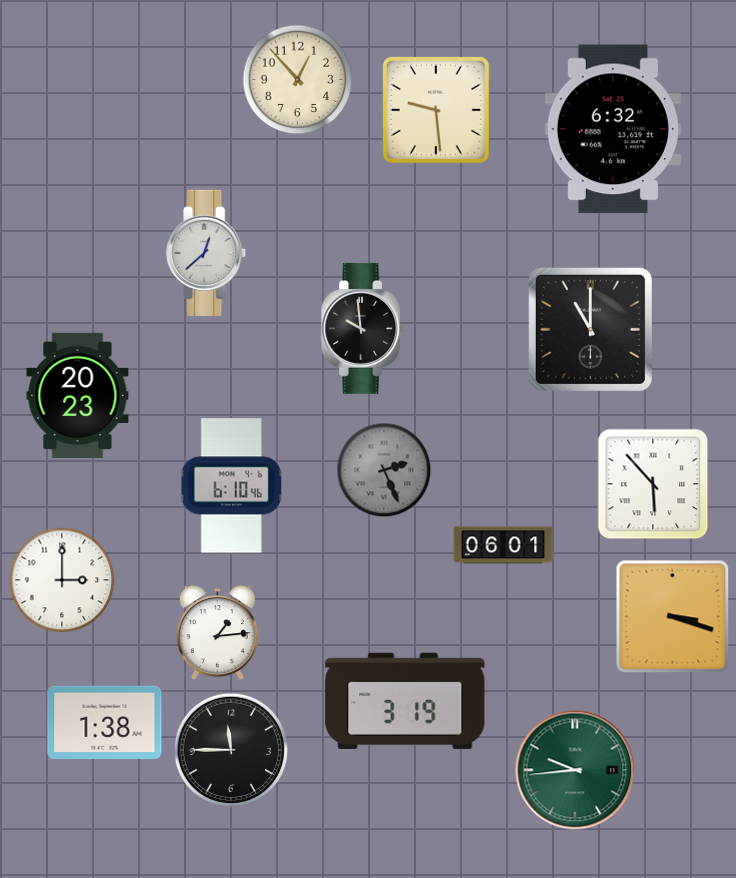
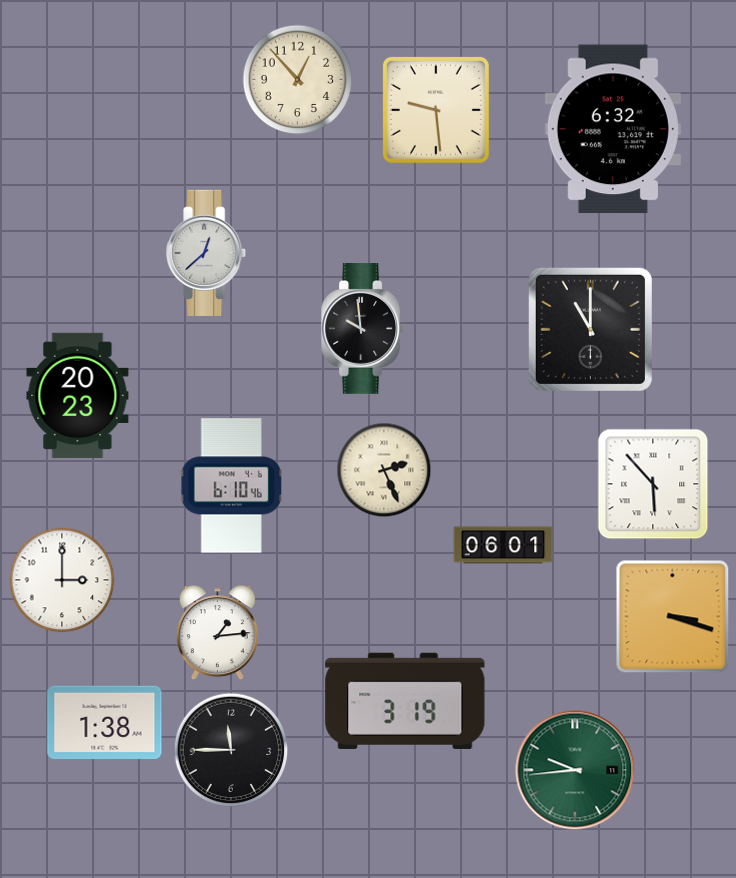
clock at (384, 470) dial: grey -> cream
